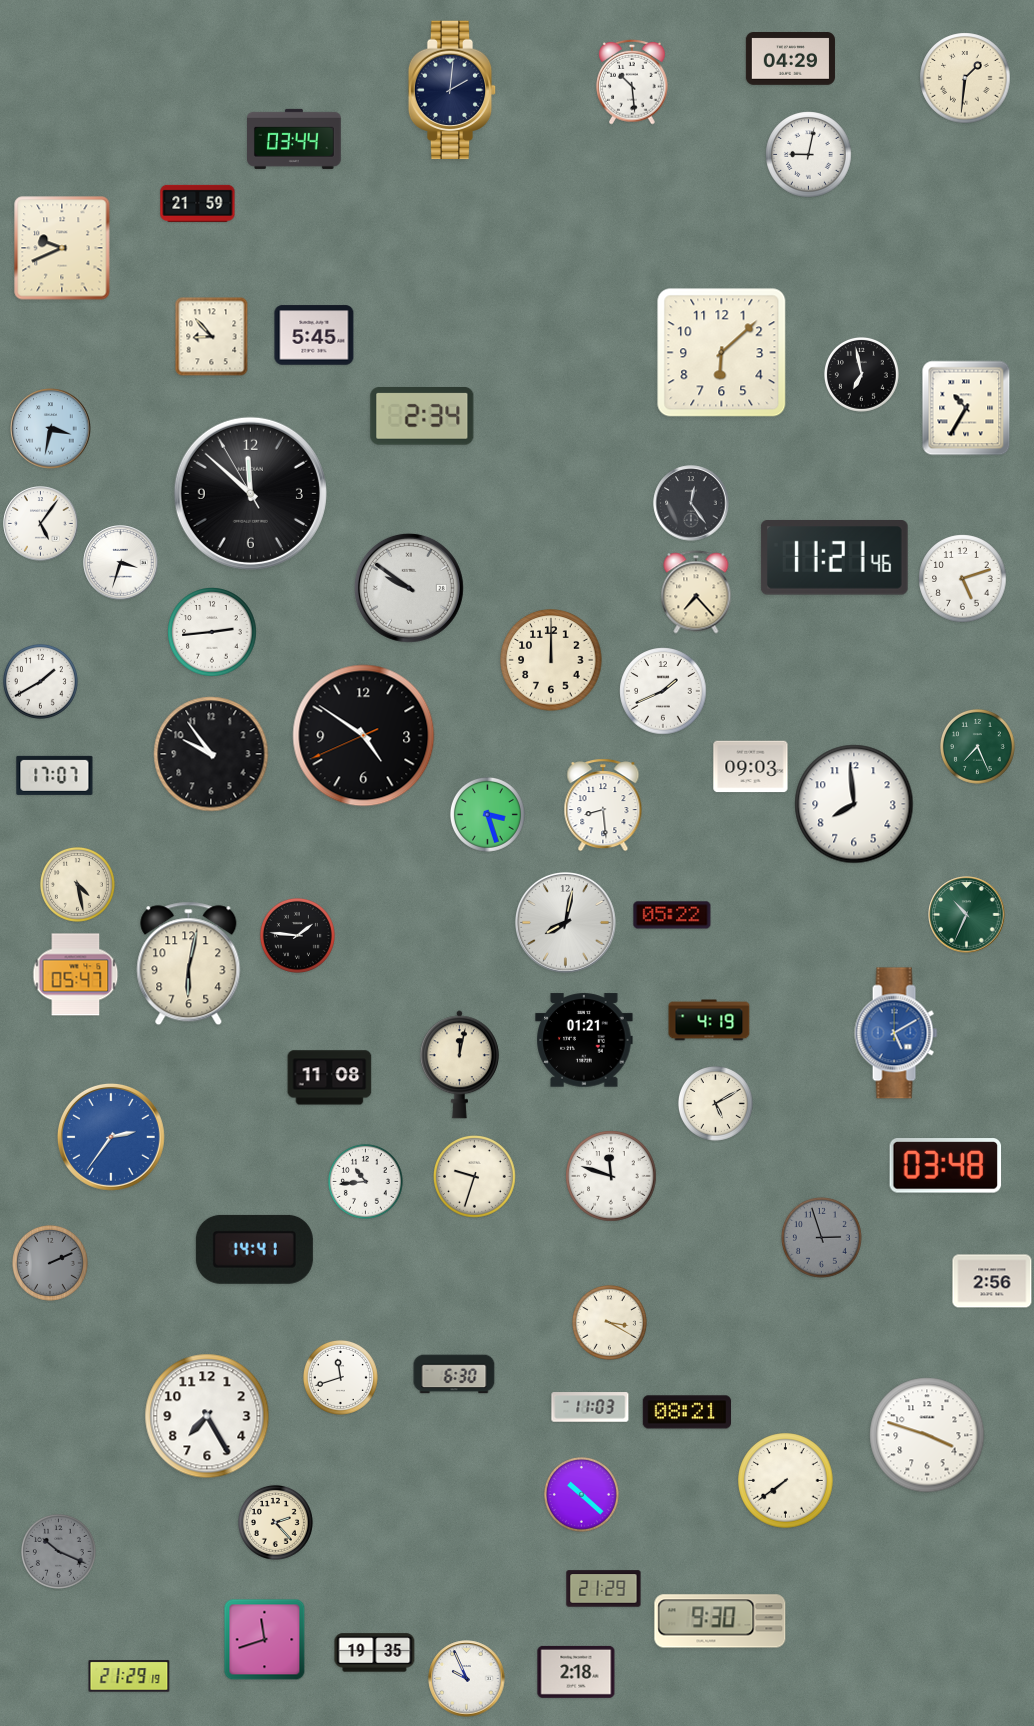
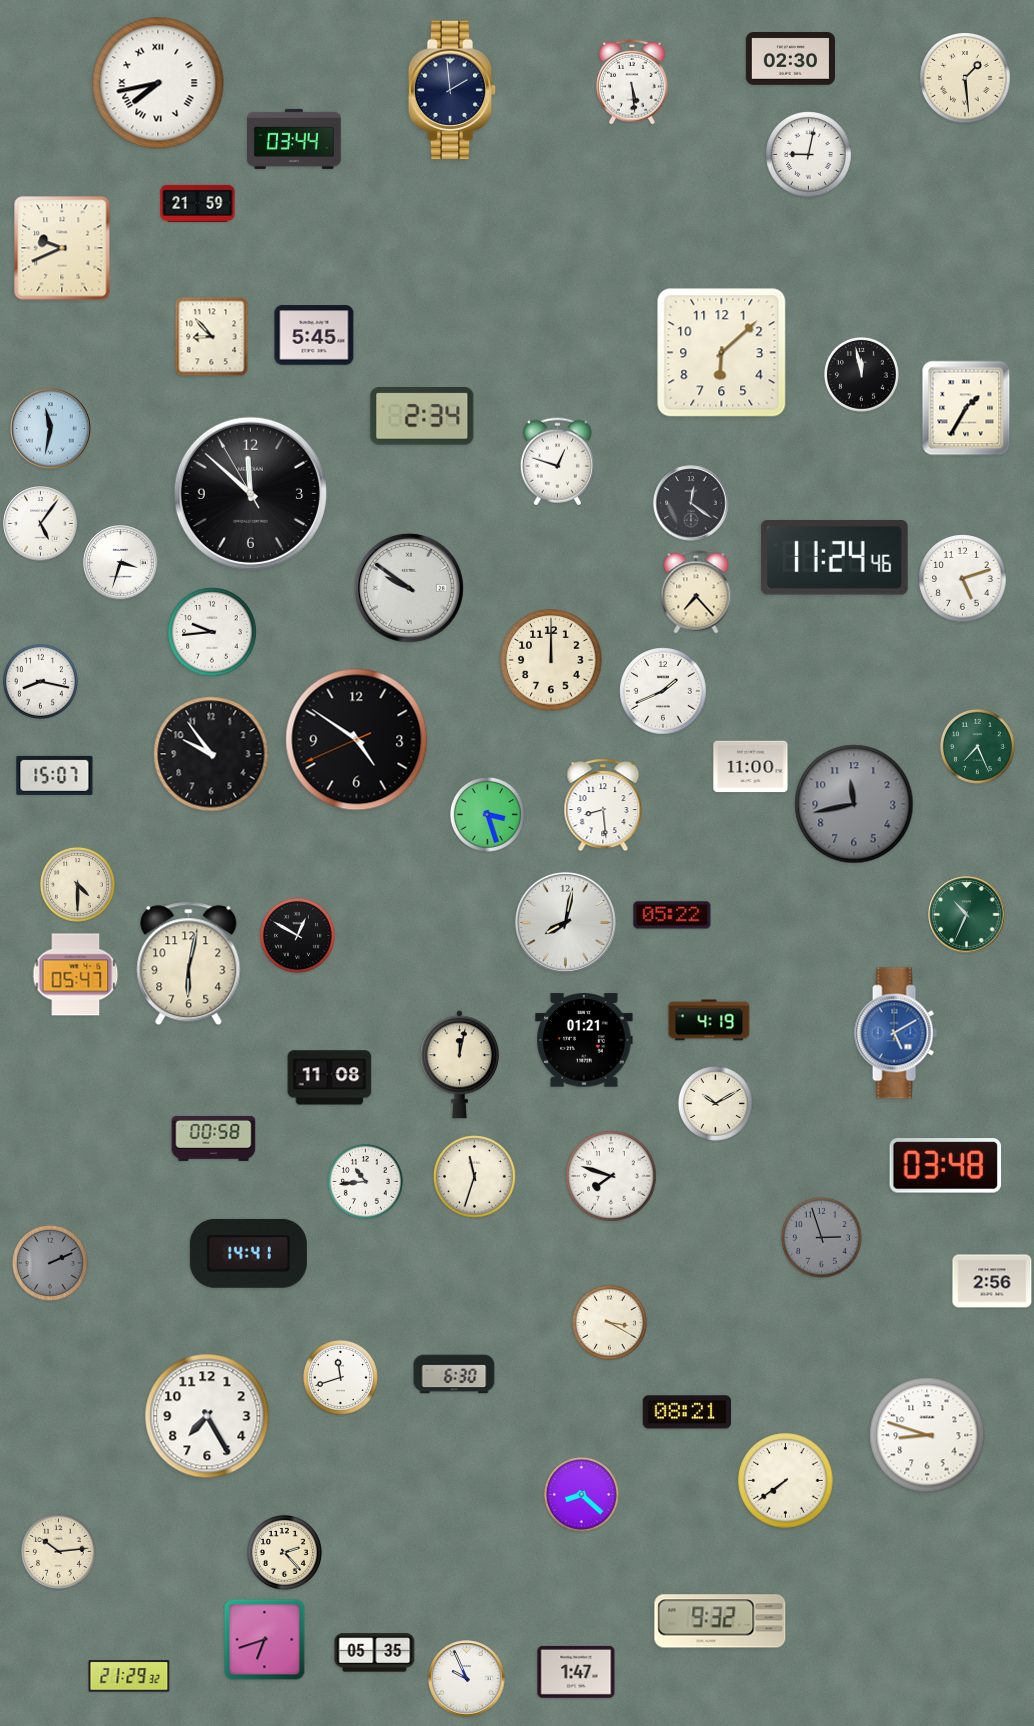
clock at (790, 59): 04:29 -> 02:30
clock at (965, 78): 1:31 -> 1:29
clock at (632, 82): 10:29 -> 5:29
clock at (158, 83): none -> 7:43
clock at (452, 90): 2:01 -> 1:59
clock at (861, 374): 6:58 -> 11:58
clock at (966, 408): 10:35 -> 1:35
clock at (51, 429): 3:32 -> 11:32
clock at (557, 462): none -> 12:48
clock at (691, 503): 12:24 -> 12:21
clock at (834, 558): 11:21 -> 11:24
clock at (212, 632): 2:44 -> 9:44
clock at (40, 681): 1:40 -> 8:17
clock at (364, 736) position: (364, 736) -> (357, 740)
clock at (751, 767): 09:03 -> 11:00
clock at (55, 775): 17:07 -> 15:07
clock at (854, 804): 7:59 -> 11:43
clock at (854, 804) dial: white -> grey
clock at (77, 884): 4:28 -> 4:30
clock at (297, 935): 1:46 -> 12:50
clock at (715, 1103): 5:10 -> 10:10
clock at (111, 1137): 2:36 -> none
clock at (214, 1138): none -> 00:58
clock at (611, 1176): 11:48 -> 7:48
clock at (475, 1177): 9:33 -> 11:33
clock at (254, 1249) position: (254, 1249) -> (248, 1253)
clock at (590, 1407): 11:03 -> none
clock at (927, 1435): 3:48 -> 8:48
clock at (581, 1494): 10:22 -> 8:22
clock at (275, 1522) position: (275, 1522) -> (284, 1552)
clock at (58, 1551): 10:19 -> 10:14
clock at (58, 1551) dial: grey -> cream
clock at (604, 1589): 21:29 -> none
clock at (720, 1621): 9:30 -> 9:32
clock at (265, 1640): 11:42 -> 6:42
clock at (375, 1653): 19:35 -> 05:35
clock at (576, 1672): 2:18 -> 1:47
clock at (129, 1676): 21:29:19 -> 21:29:32
